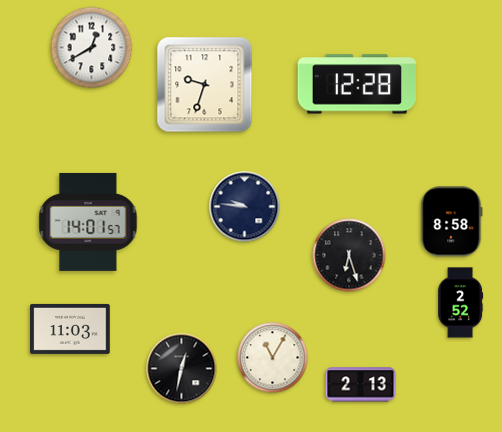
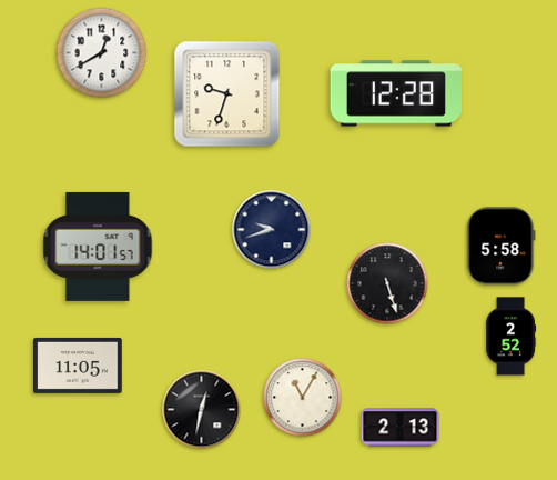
clock at (245, 207): 9:46 -> 9:42
clock at (452, 222): 8:58 -> 5:58
clock at (349, 255): 6:27 -> 5:27
clock at (70, 329): 11:03 -> 11:05
